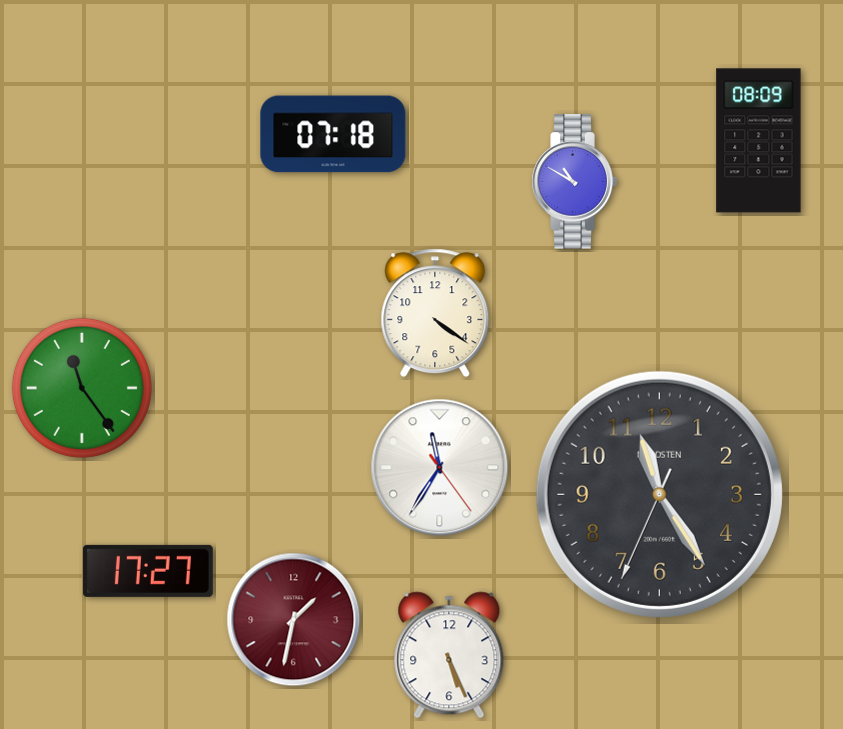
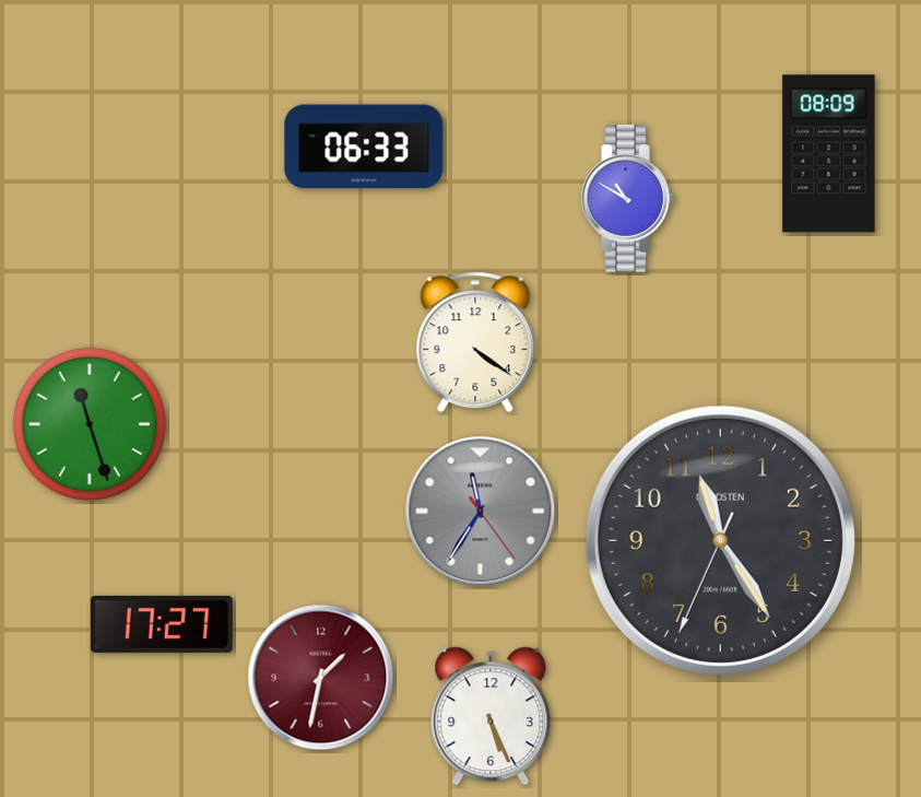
clock at (333, 134): 07:18 -> 06:33
clock at (82, 388): 11:24 -> 11:27
clock at (440, 468) dial: white -> grey
